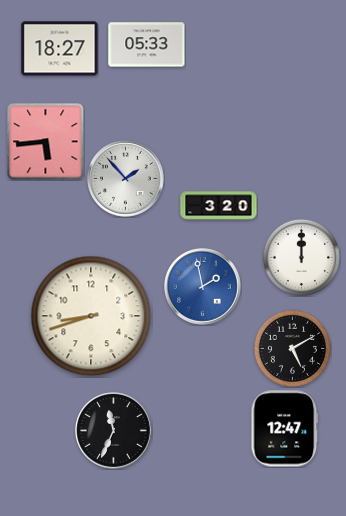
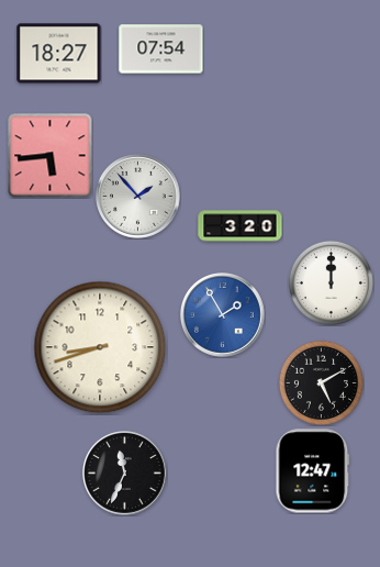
clock at (147, 45): 05:33 -> 07:54
clock at (60, 49) position: (60, 49) -> (59, 54)
clock at (203, 287): 1:58 -> 1:55
